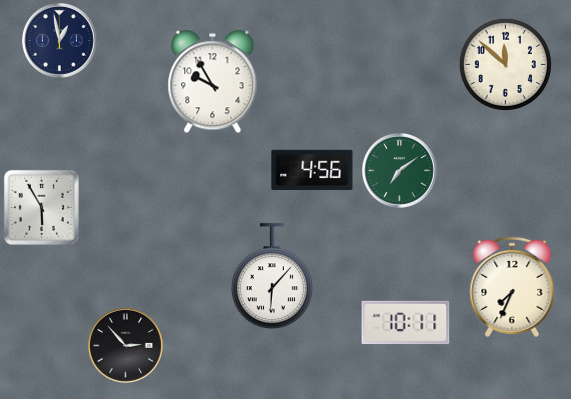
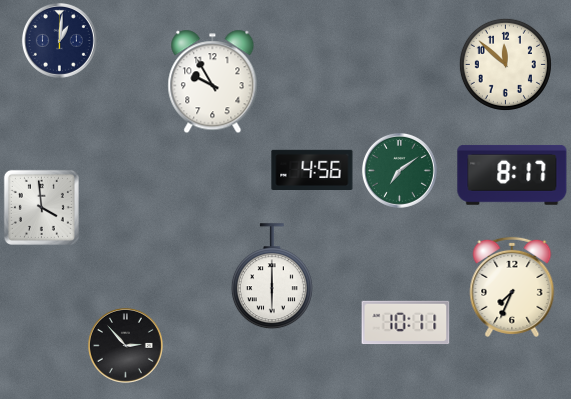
clock at (59, 40): 12:58 -> 1:01
clock at (512, 175): none -> 8:17
clock at (41, 207): 5:55 -> 3:59
clock at (272, 277): 6:07 -> 6:00
